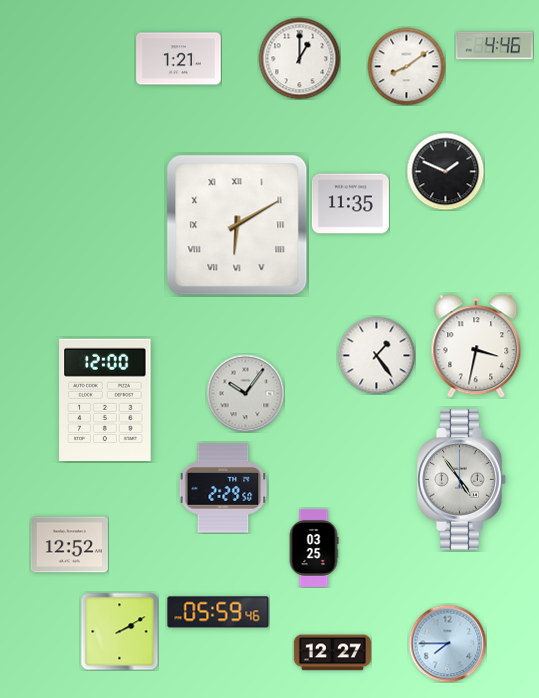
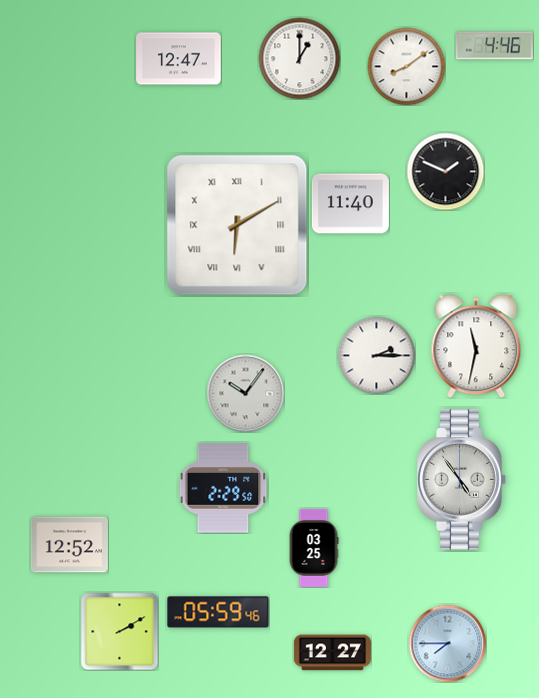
clock at (179, 59): 1:21 -> 12:47
clock at (350, 204): 11:35 -> 11:40
clock at (476, 346): 3:32 -> 11:32
clock at (376, 355): 1:24 -> 2:15
clock at (105, 400): 12:00 -> none
